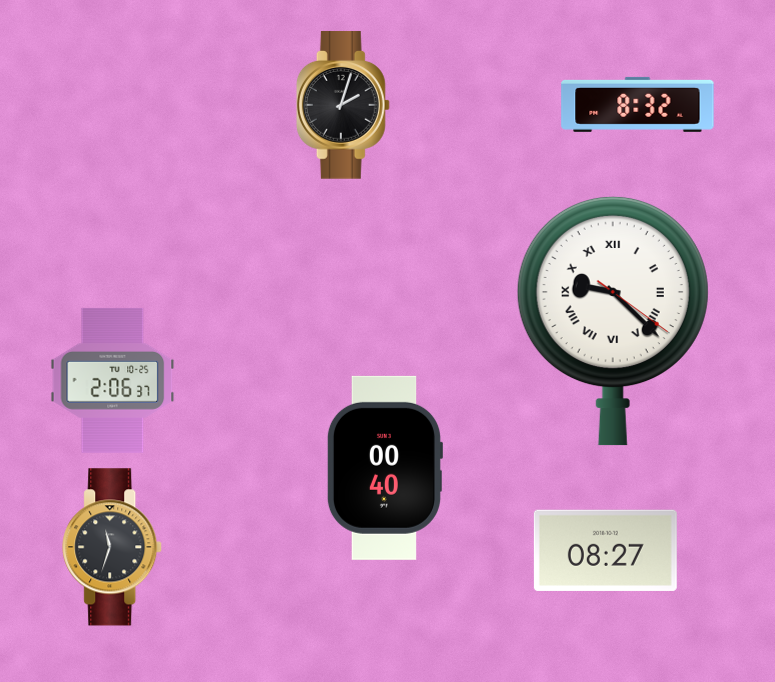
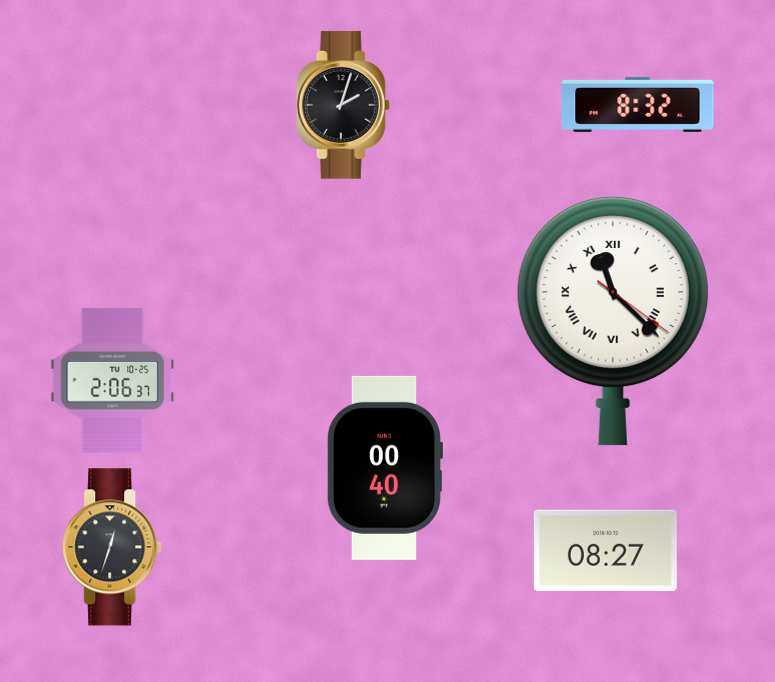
clock at (613, 321): 9:22 -> 11:22
clock at (113, 547): 11:33 -> 12:33
